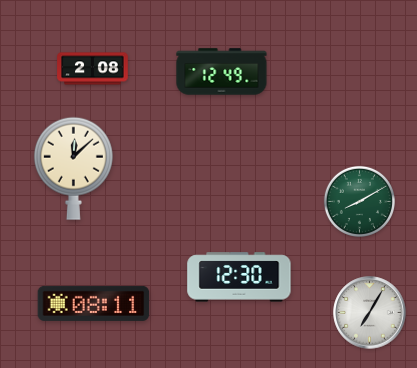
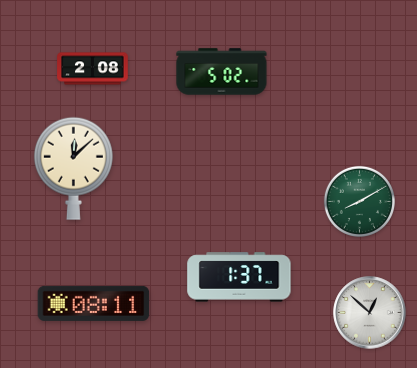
clock at (222, 72): 12:49 -> 5:02
clock at (239, 277): 12:30 -> 1:37
clock at (370, 313): 7:05 -> 12:52
